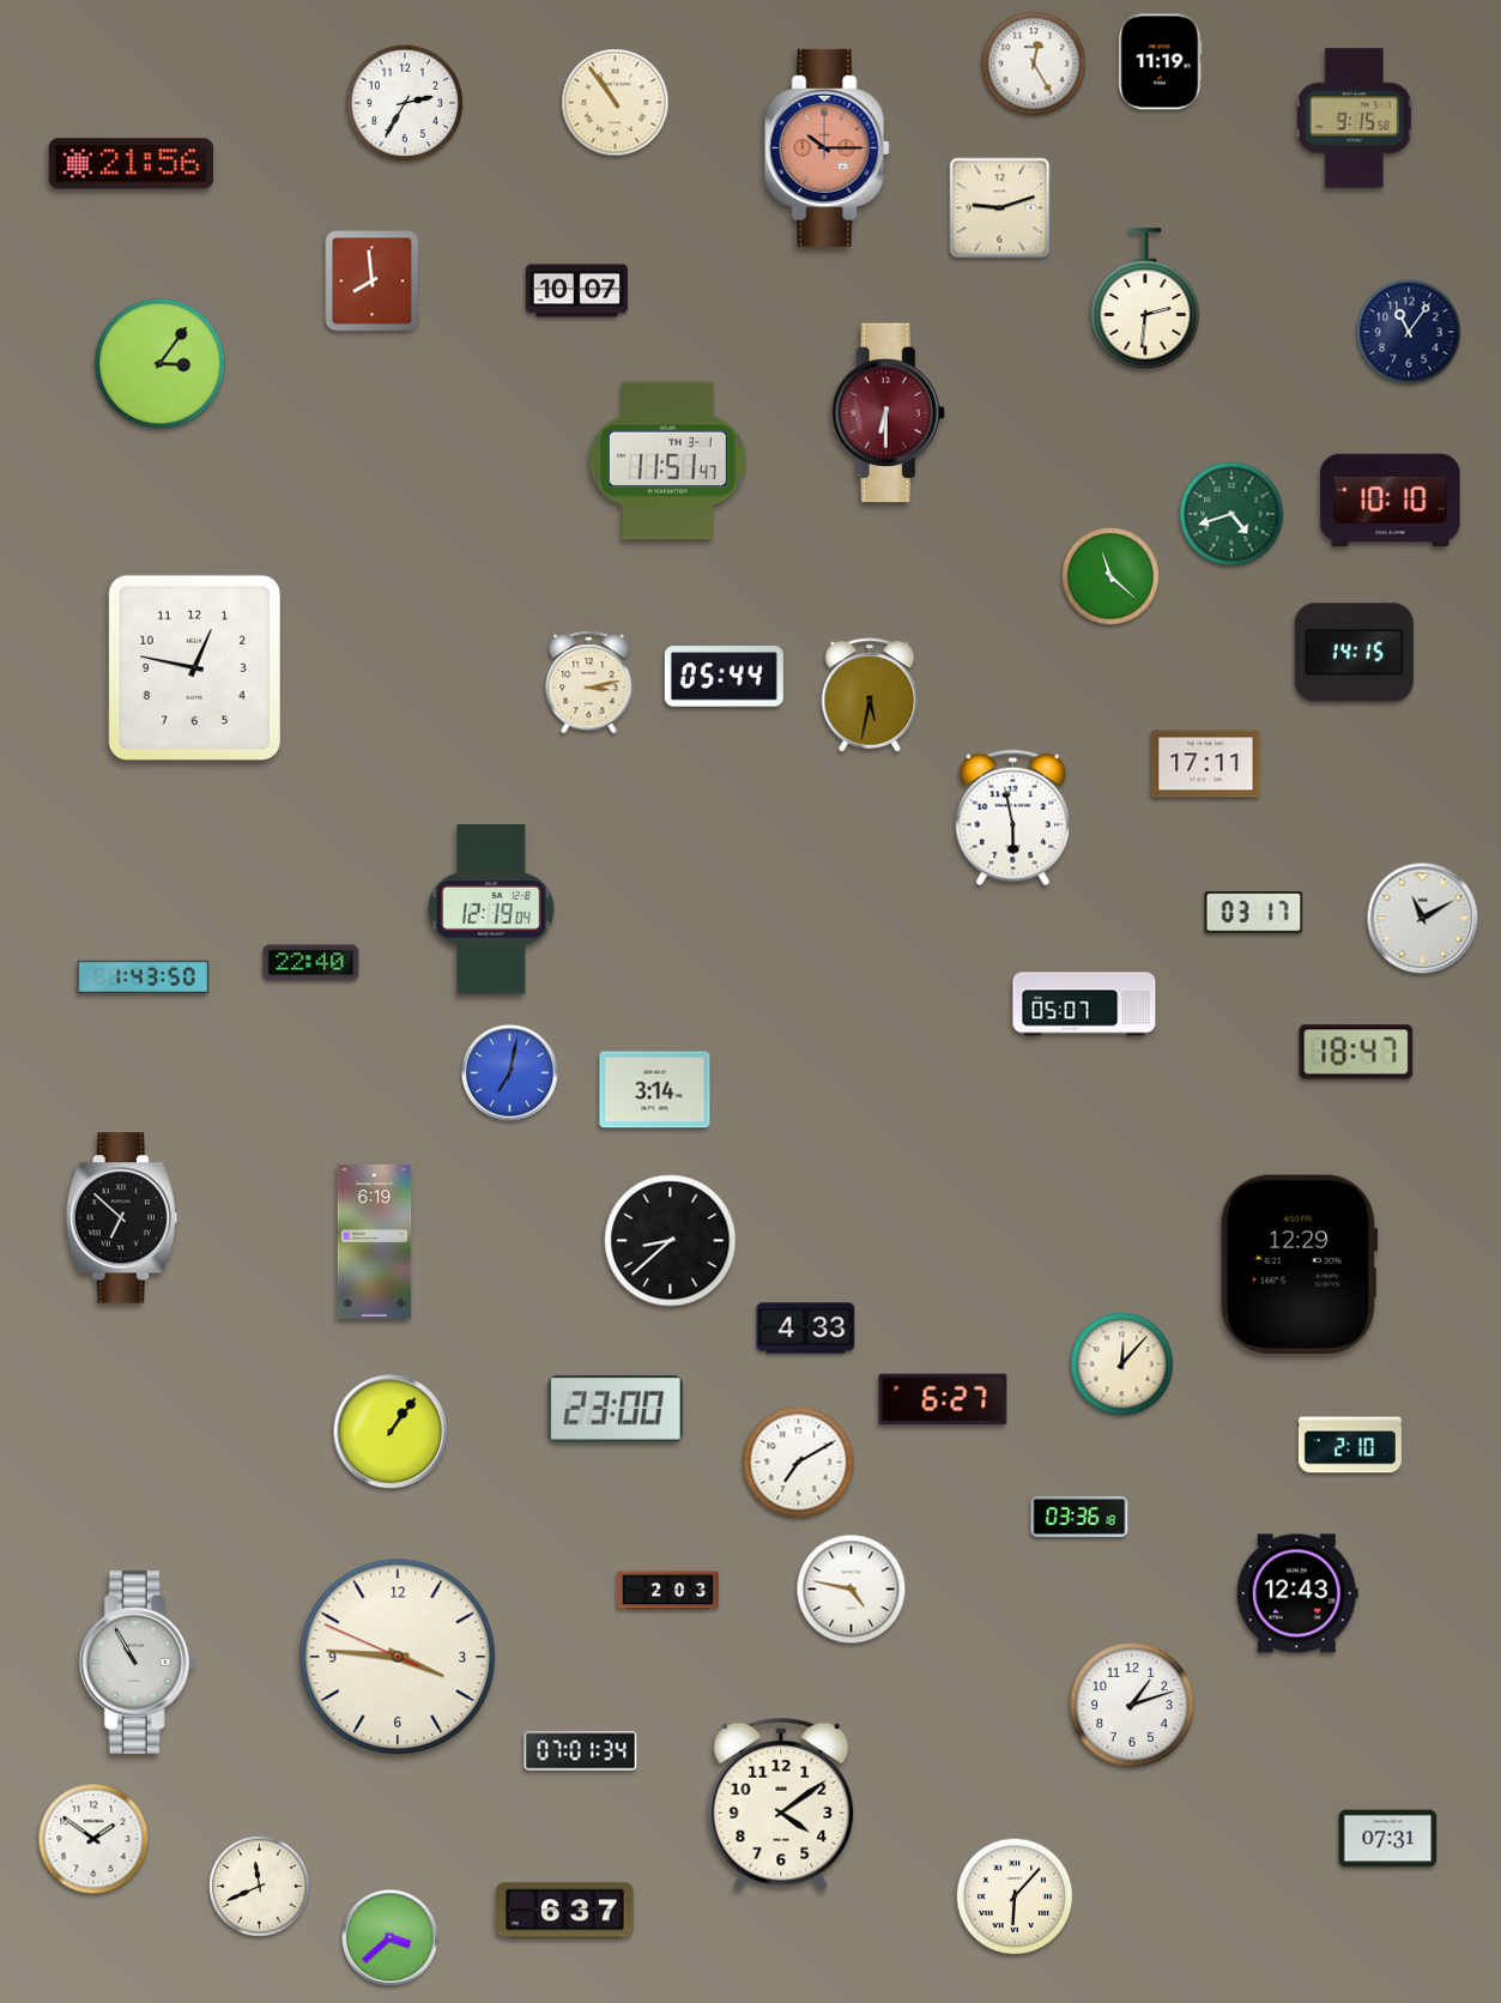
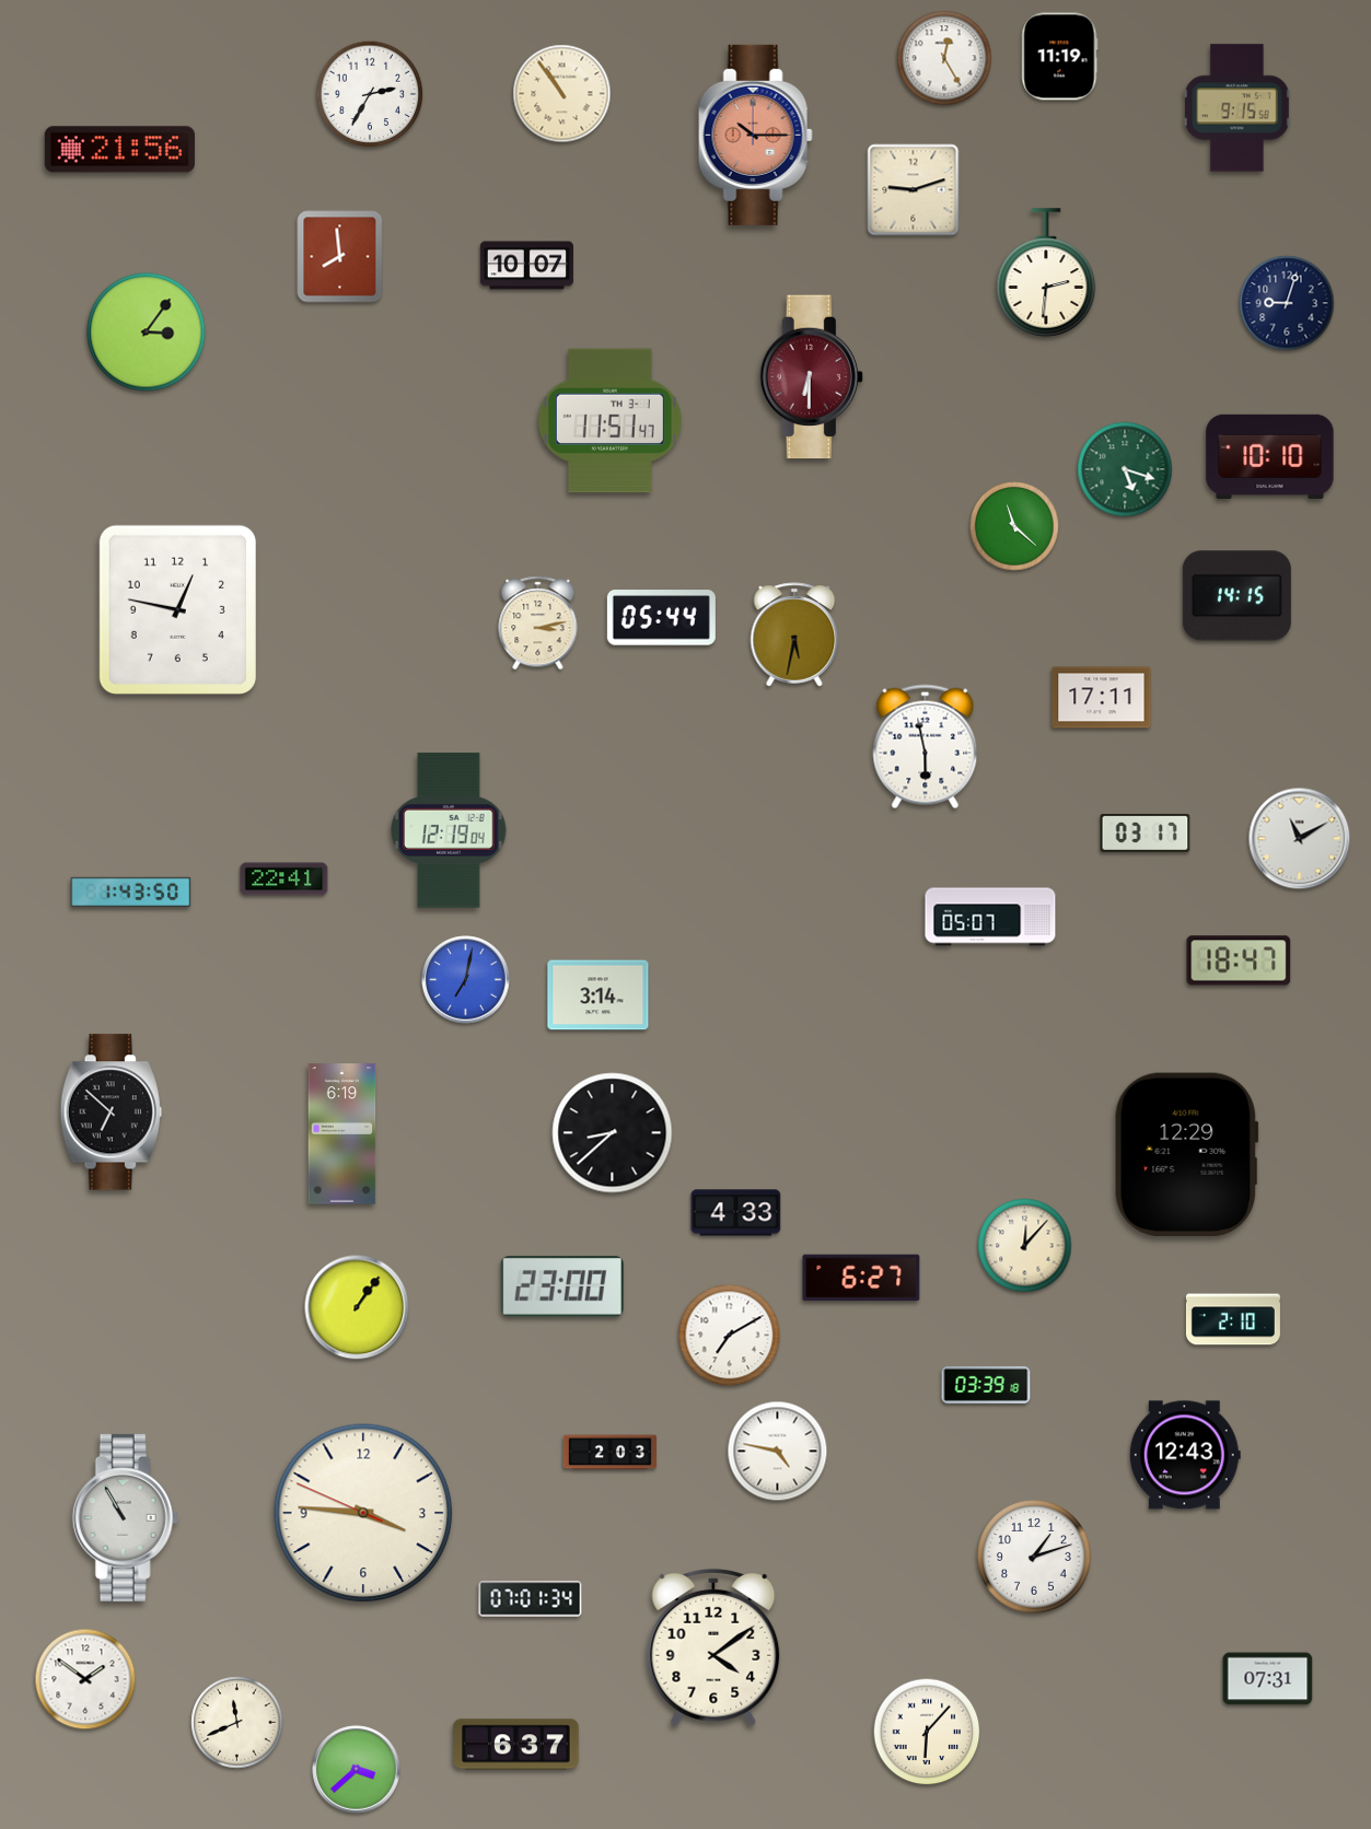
clock at (1409, 332): 11:06 -> 9:03
clock at (1231, 514): 4:42 -> 5:18
clock at (311, 963): 22:40 -> 22:41
clock at (1079, 1517): 03:36 -> 03:39
